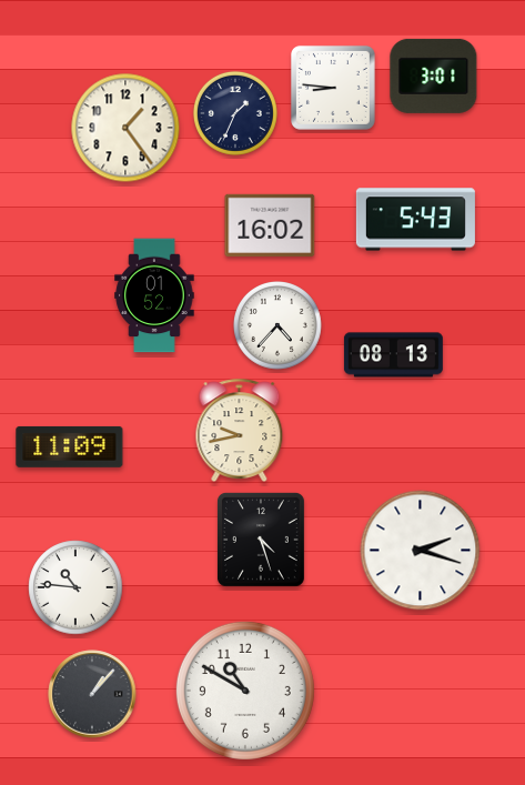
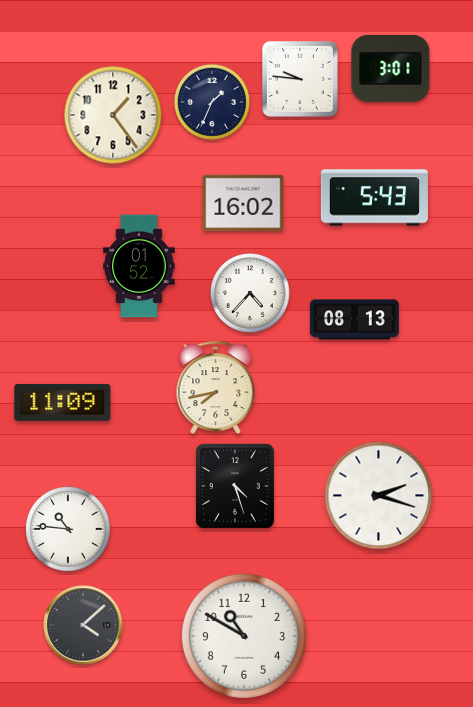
clock at (333, 88): 8:46 -> 9:46
clock at (240, 430): 9:43 -> 7:43
clock at (245, 691) position: (245, 691) -> (244, 636)
clock at (92, 694): 1:07 -> 4:08
